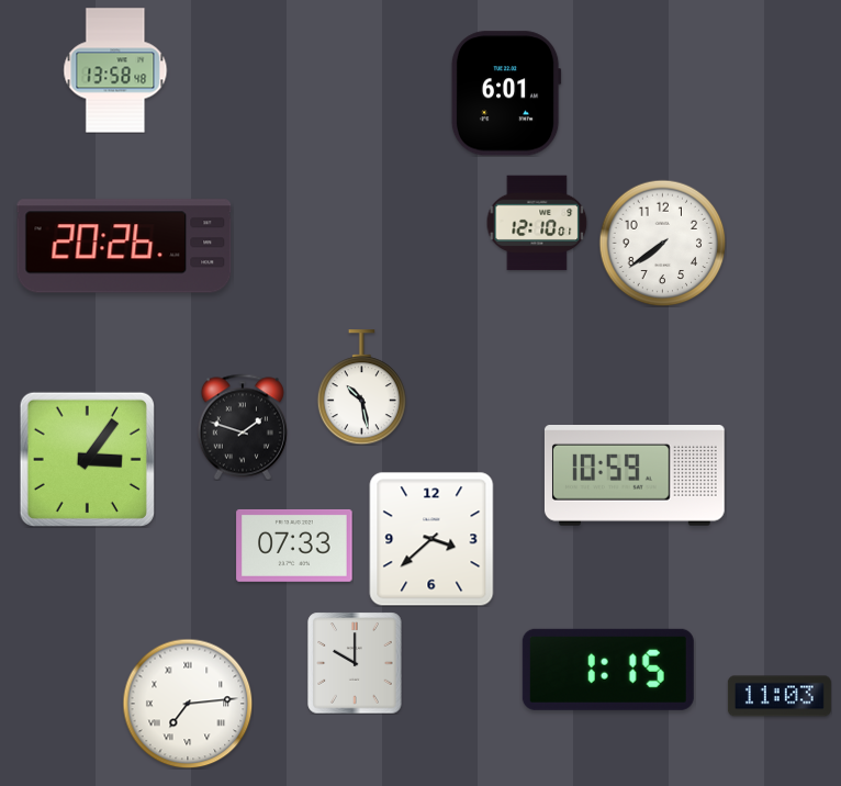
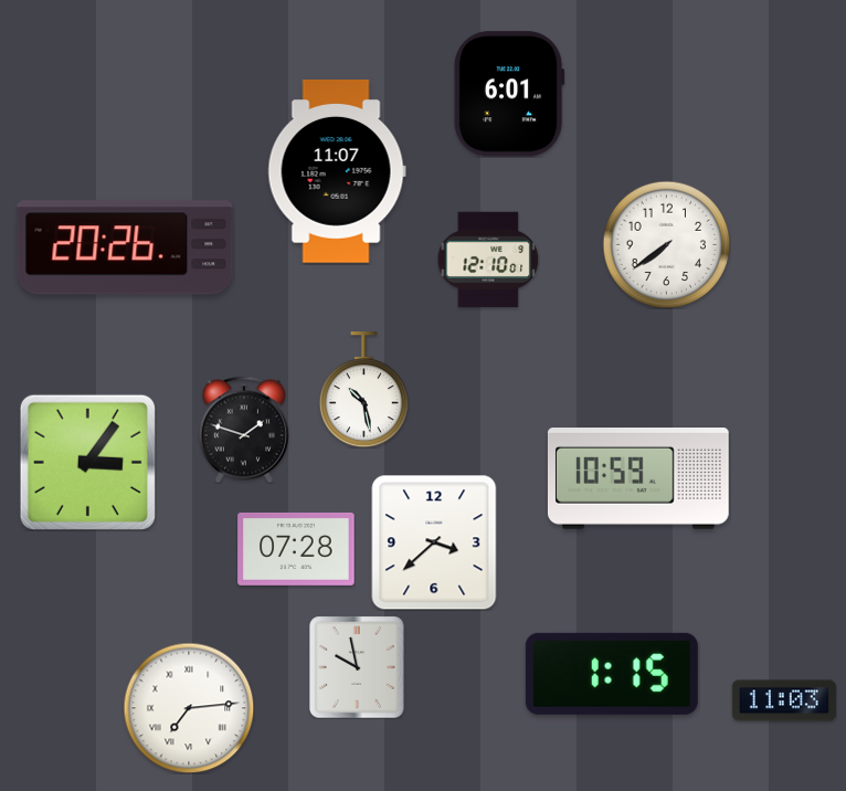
clock at (115, 70): 13:58 -> none
clock at (337, 172): none -> 11:07
clock at (537, 223) position: (537, 223) -> (488, 260)
clock at (294, 546): 07:33 -> 07:28
clock at (355, 663): 10:00 -> 9:58
